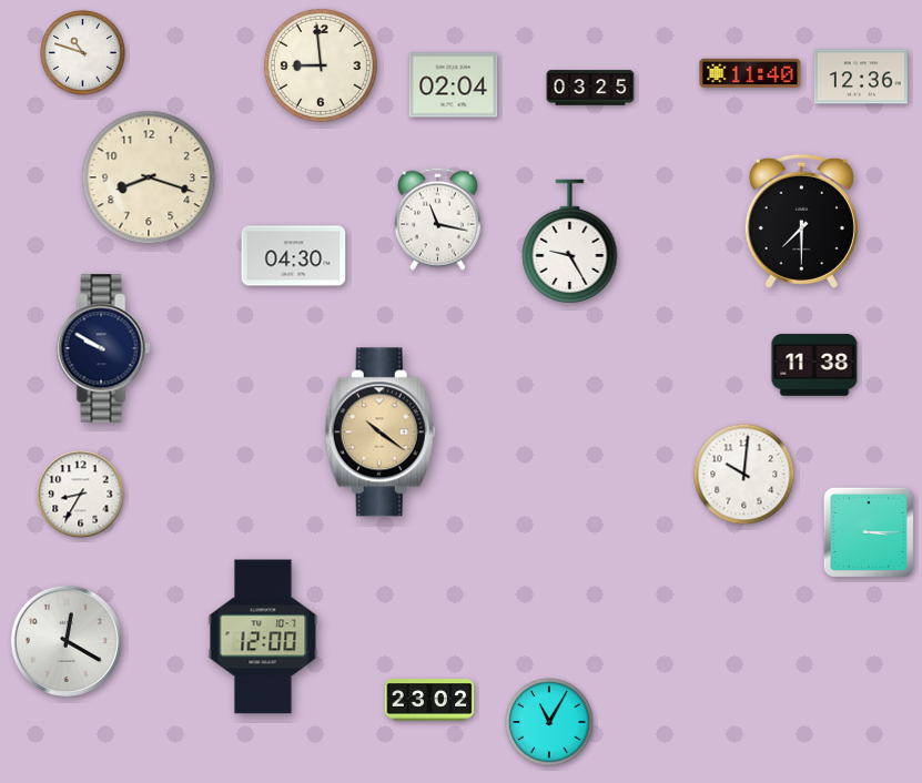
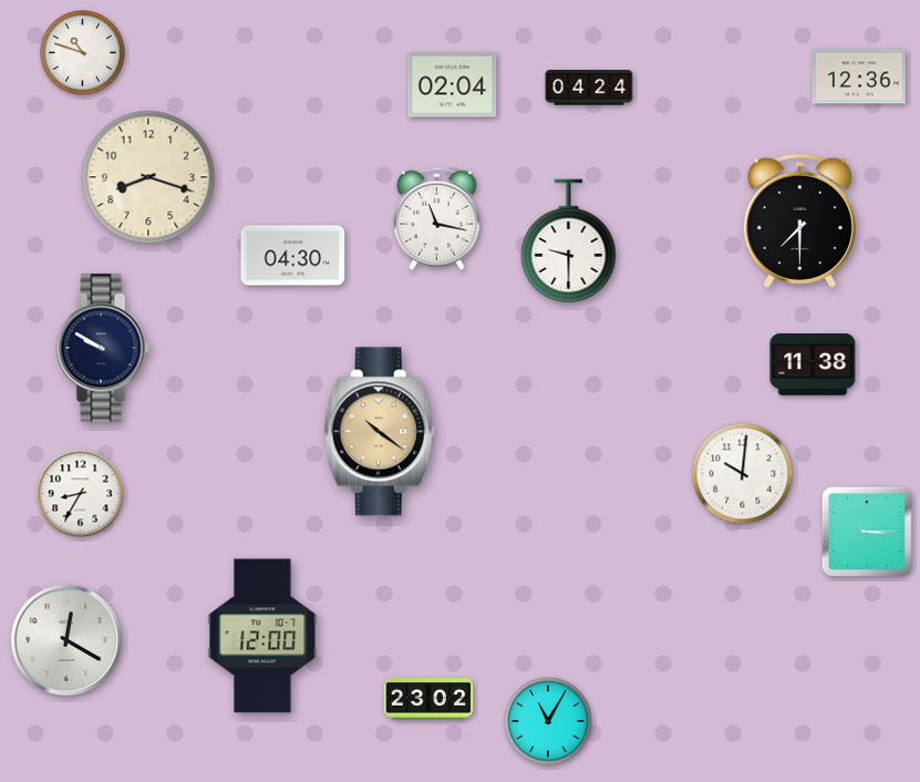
clock at (321, 65): 8:59 -> none
clock at (750, 73): 11:40 -> none
clock at (590, 88): 03:25 -> 04:24
clock at (570, 242): 9:25 -> 9:30
